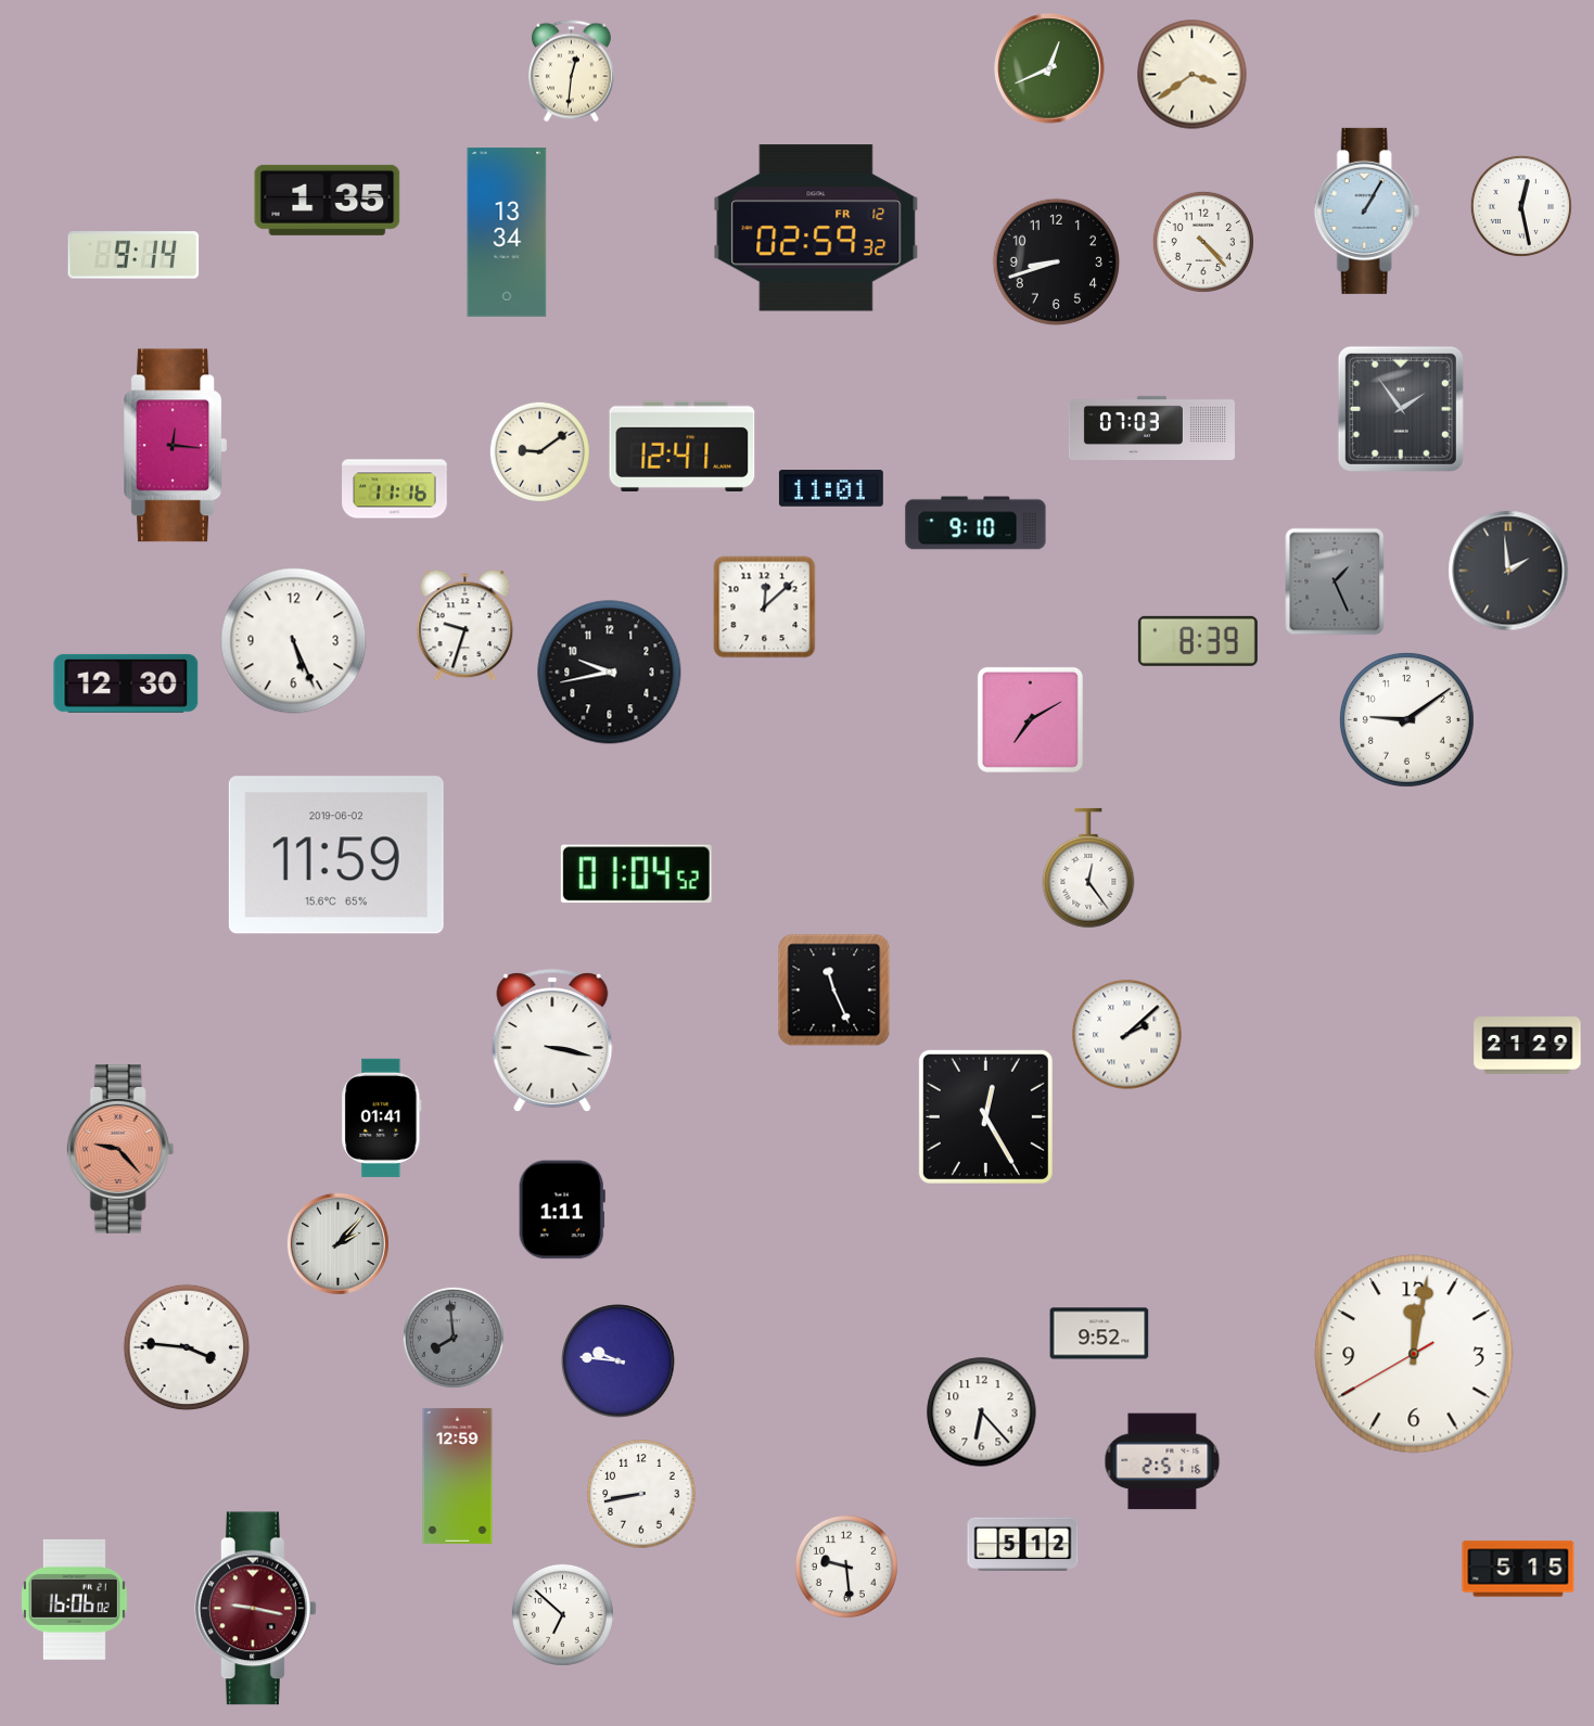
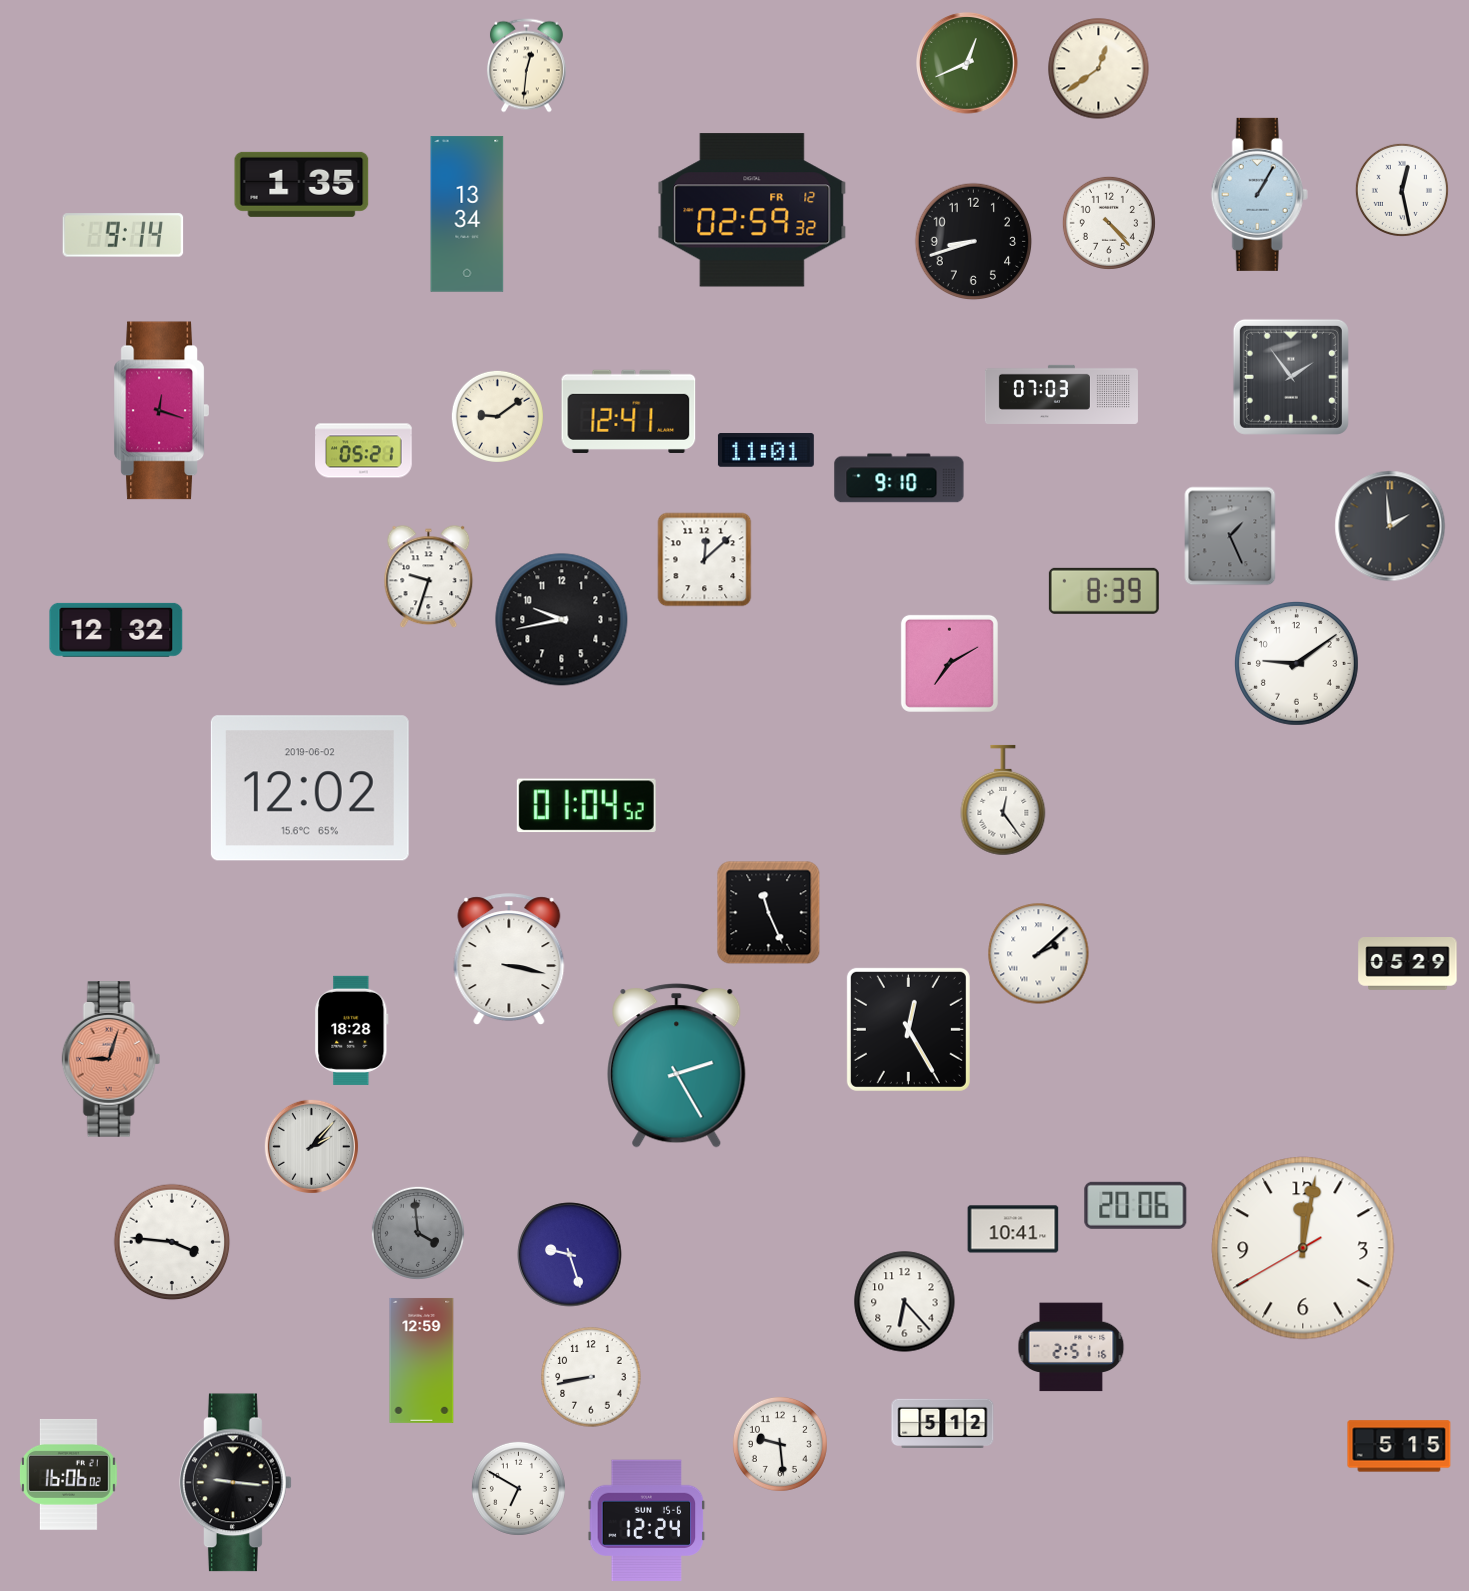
clock at (1193, 75): 3:39 -> 12:39
clock at (175, 446): 12:16 -> 12:18
clock at (395, 489): 11:16 -> 05:21
clock at (975, 523) position: (975, 523) -> (899, 478)
clock at (294, 641): 5:26 -> none
clock at (126, 683): 12:30 -> 12:32
clock at (336, 855): 11:59 -> 12:02
clock at (1528, 1046): 21:29 -> 05:29
clock at (382, 1117): 01:41 -> 18:28
clock at (120, 1149): 9:23 -> 9:03
clock at (677, 1066): none -> 2:25
clock at (562, 1210): 1:11 -> none
clock at (1136, 1205): none -> 20:06
clock at (1099, 1333): 9:52 -> 10:41
clock at (454, 1338): 7:59 -> 3:59
clock at (619, 1361): 9:46 -> 9:27
clock at (256, 1609): 9:17 -> 9:16
clock at (256, 1609) dial: burgundy -> black
clock at (562, 1614): 6:52 -> 6:50
clock at (647, 1521): none -> 12:24
